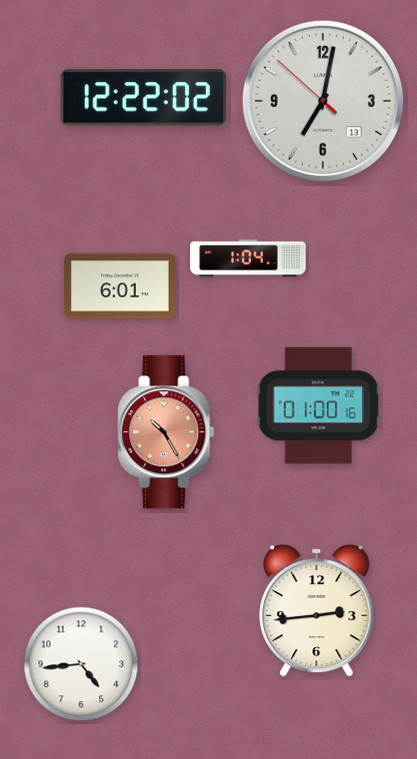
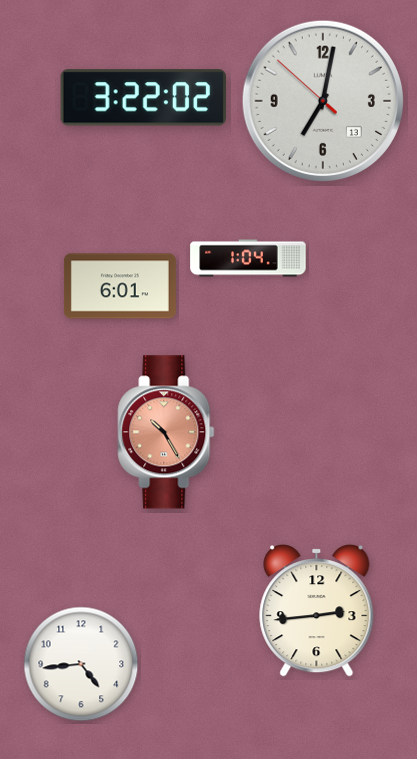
clock at (143, 98): 12:22 -> 3:22
clock at (318, 406): 01:00 -> none
